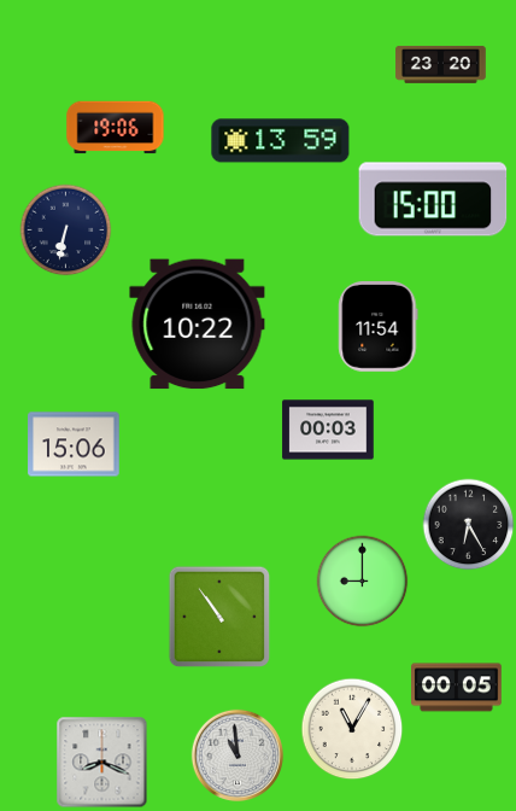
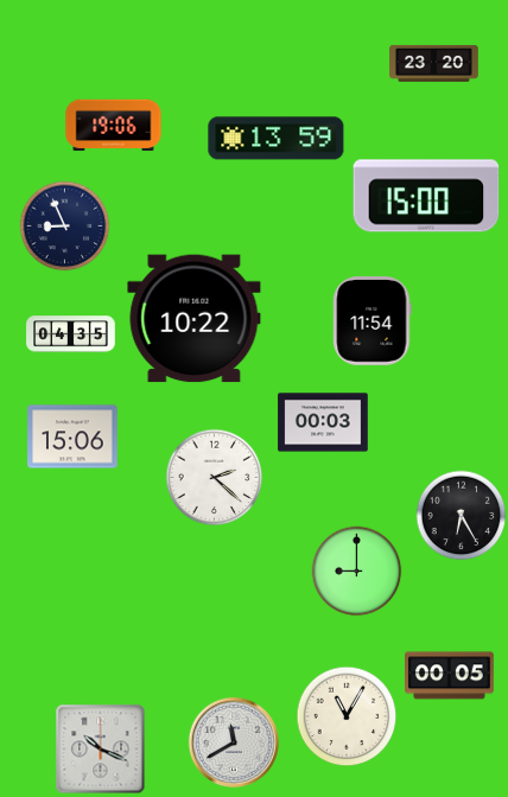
clock at (66, 231): 6:32 -> 8:56
clock at (71, 334): none -> 04:35
clock at (215, 478): none -> 2:22
clock at (219, 617): 10:54 -> none
clock at (236, 754): 10:59 -> 11:40
clock at (102, 763): 8:19 -> 10:19
